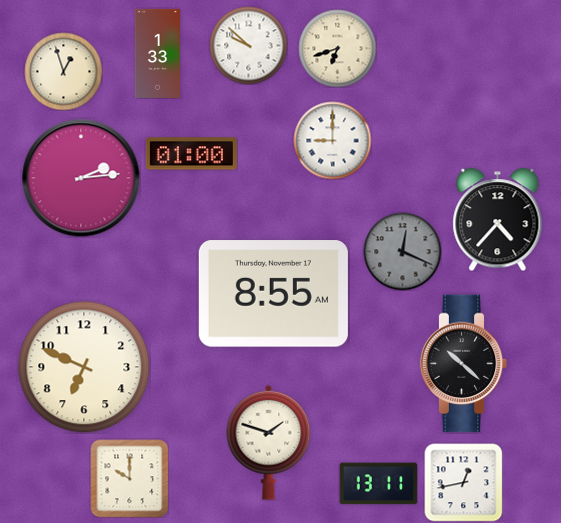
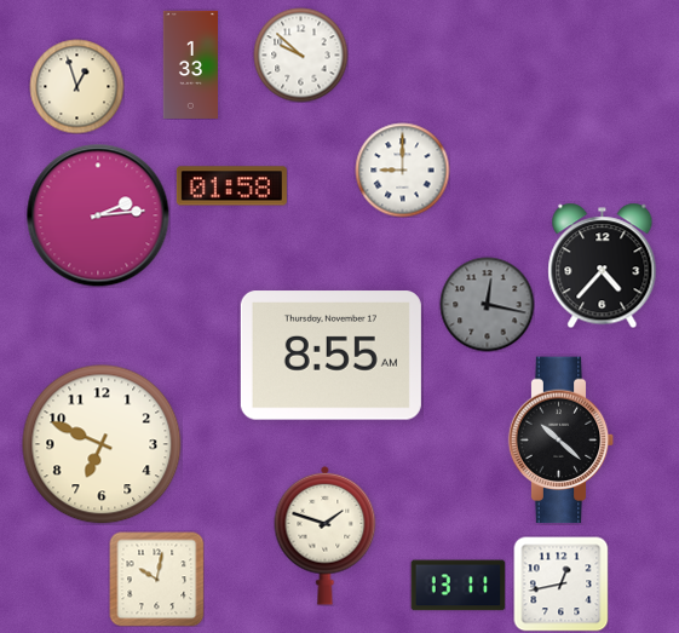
clock at (337, 48): 6:42 -> none
clock at (191, 154): 01:00 -> 01:58
clock at (402, 251): 12:19 -> 12:17
clock at (129, 478): 10:00 -> 10:02
